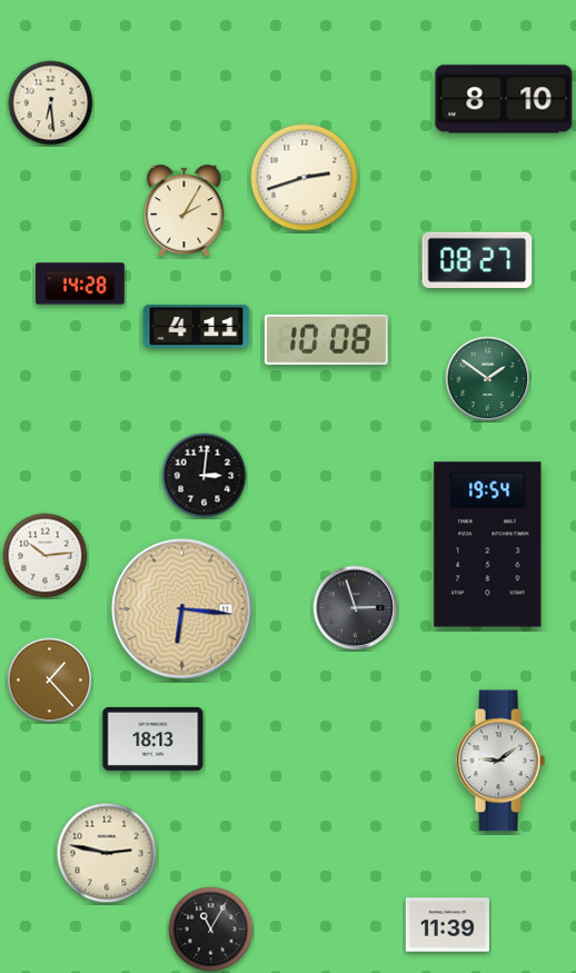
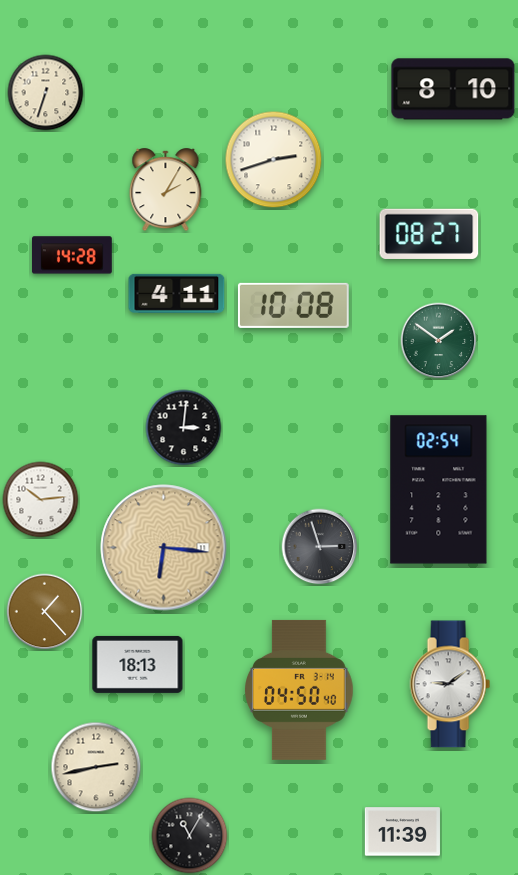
clock at (51, 103): 6:29 -> 6:33
clock at (488, 545): 19:54 -> 02:54
clock at (299, 690): none -> 04:50
clock at (107, 853): 2:47 -> 2:43
